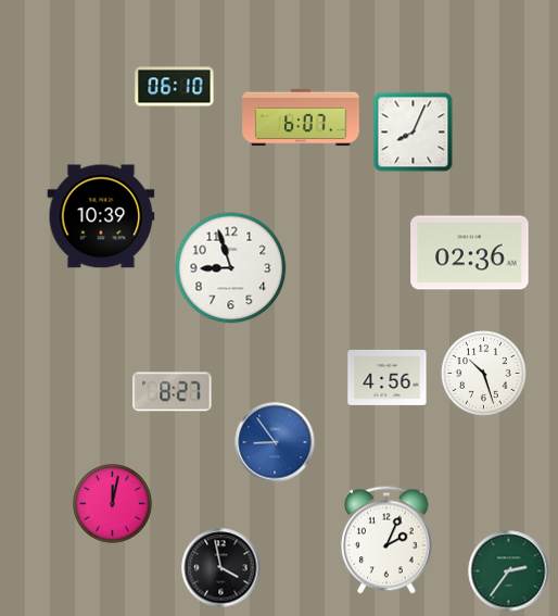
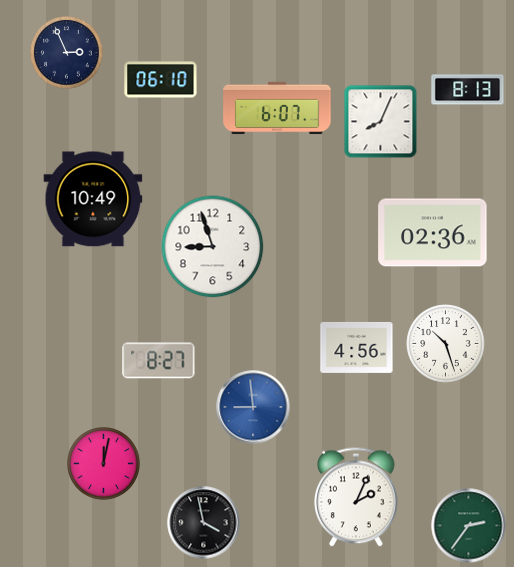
clock at (67, 53): none -> 2:56
clock at (468, 90): none -> 8:13
clock at (101, 216): 10:39 -> 10:49
clock at (275, 442): 8:54 -> 8:59
